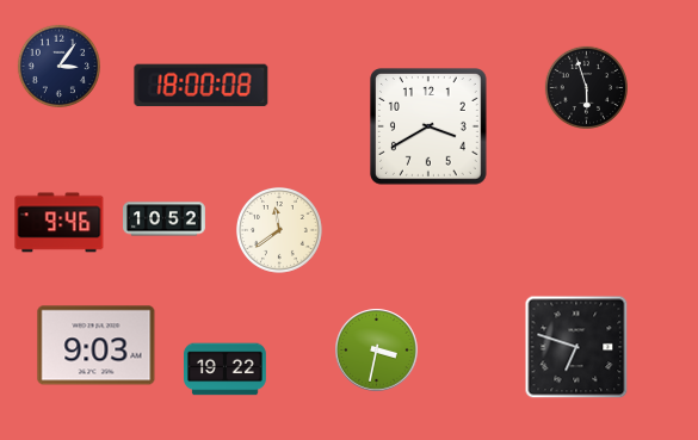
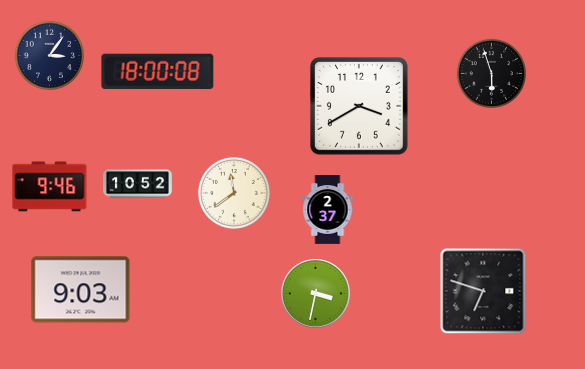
clock at (202, 86) position: (202, 86) -> (158, 72)
clock at (328, 210): none -> 2:37
clock at (226, 370): 19:22 -> none
